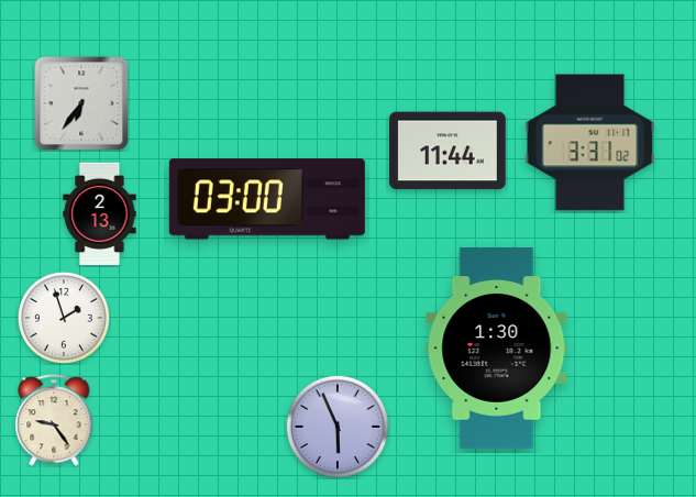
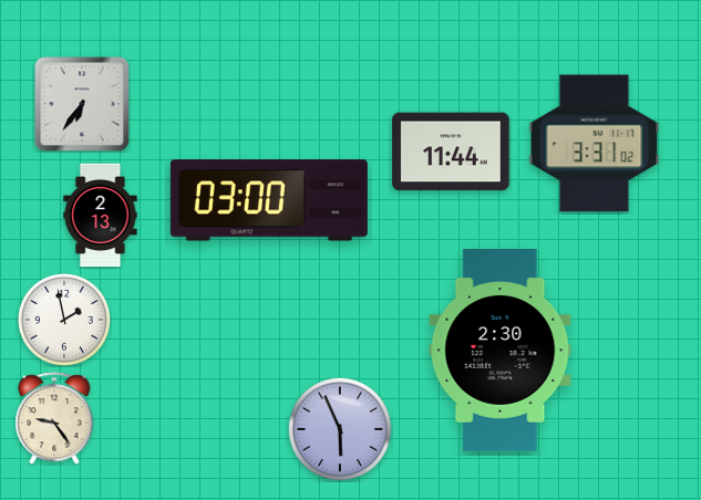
clock at (64, 318): 1:57 -> 1:58
clock at (497, 349): 1:30 -> 2:30
clock at (54, 420) position: (54, 420) -> (54, 418)
